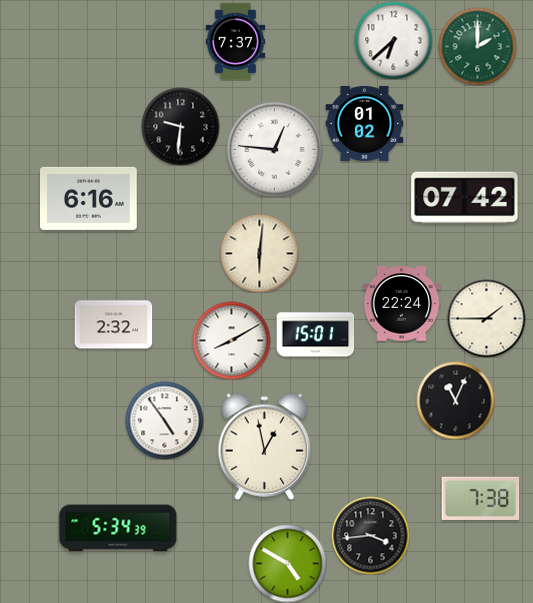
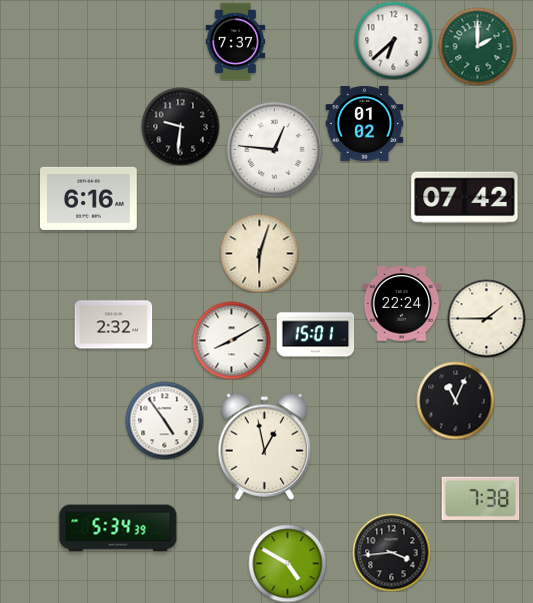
clock at (259, 253): 6:01 -> 6:03
clock at (370, 535) position: (370, 535) -> (391, 552)
